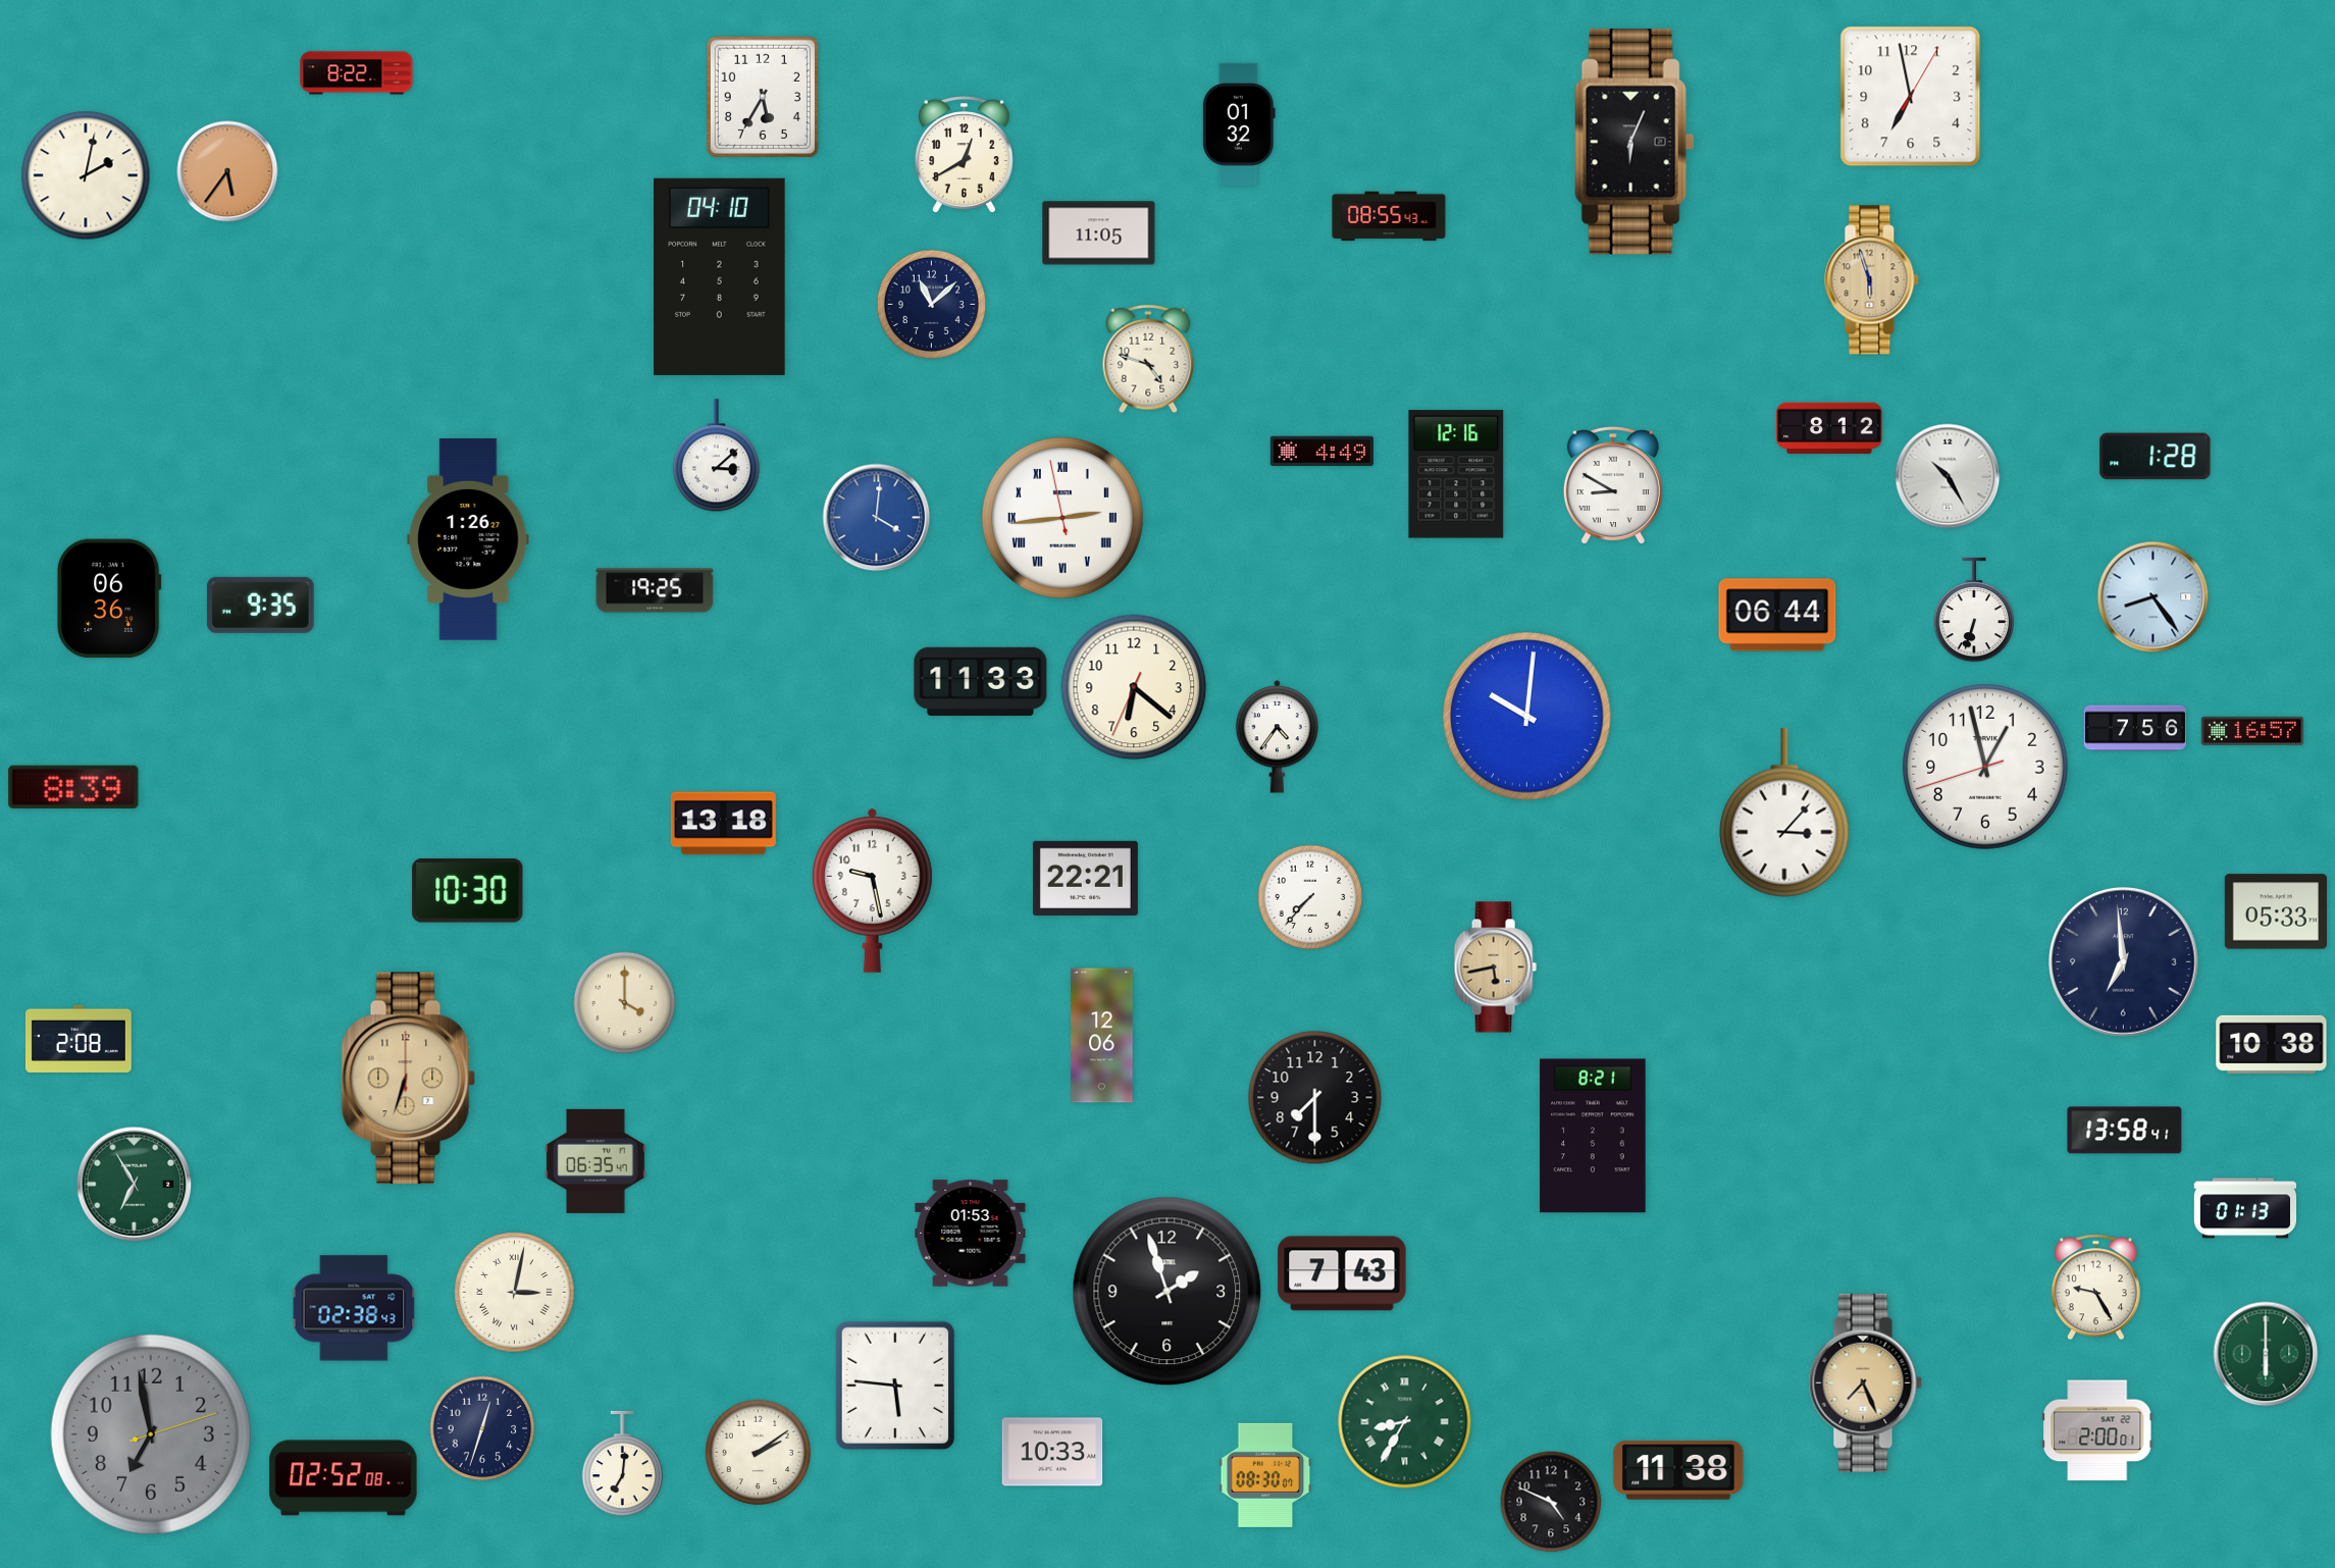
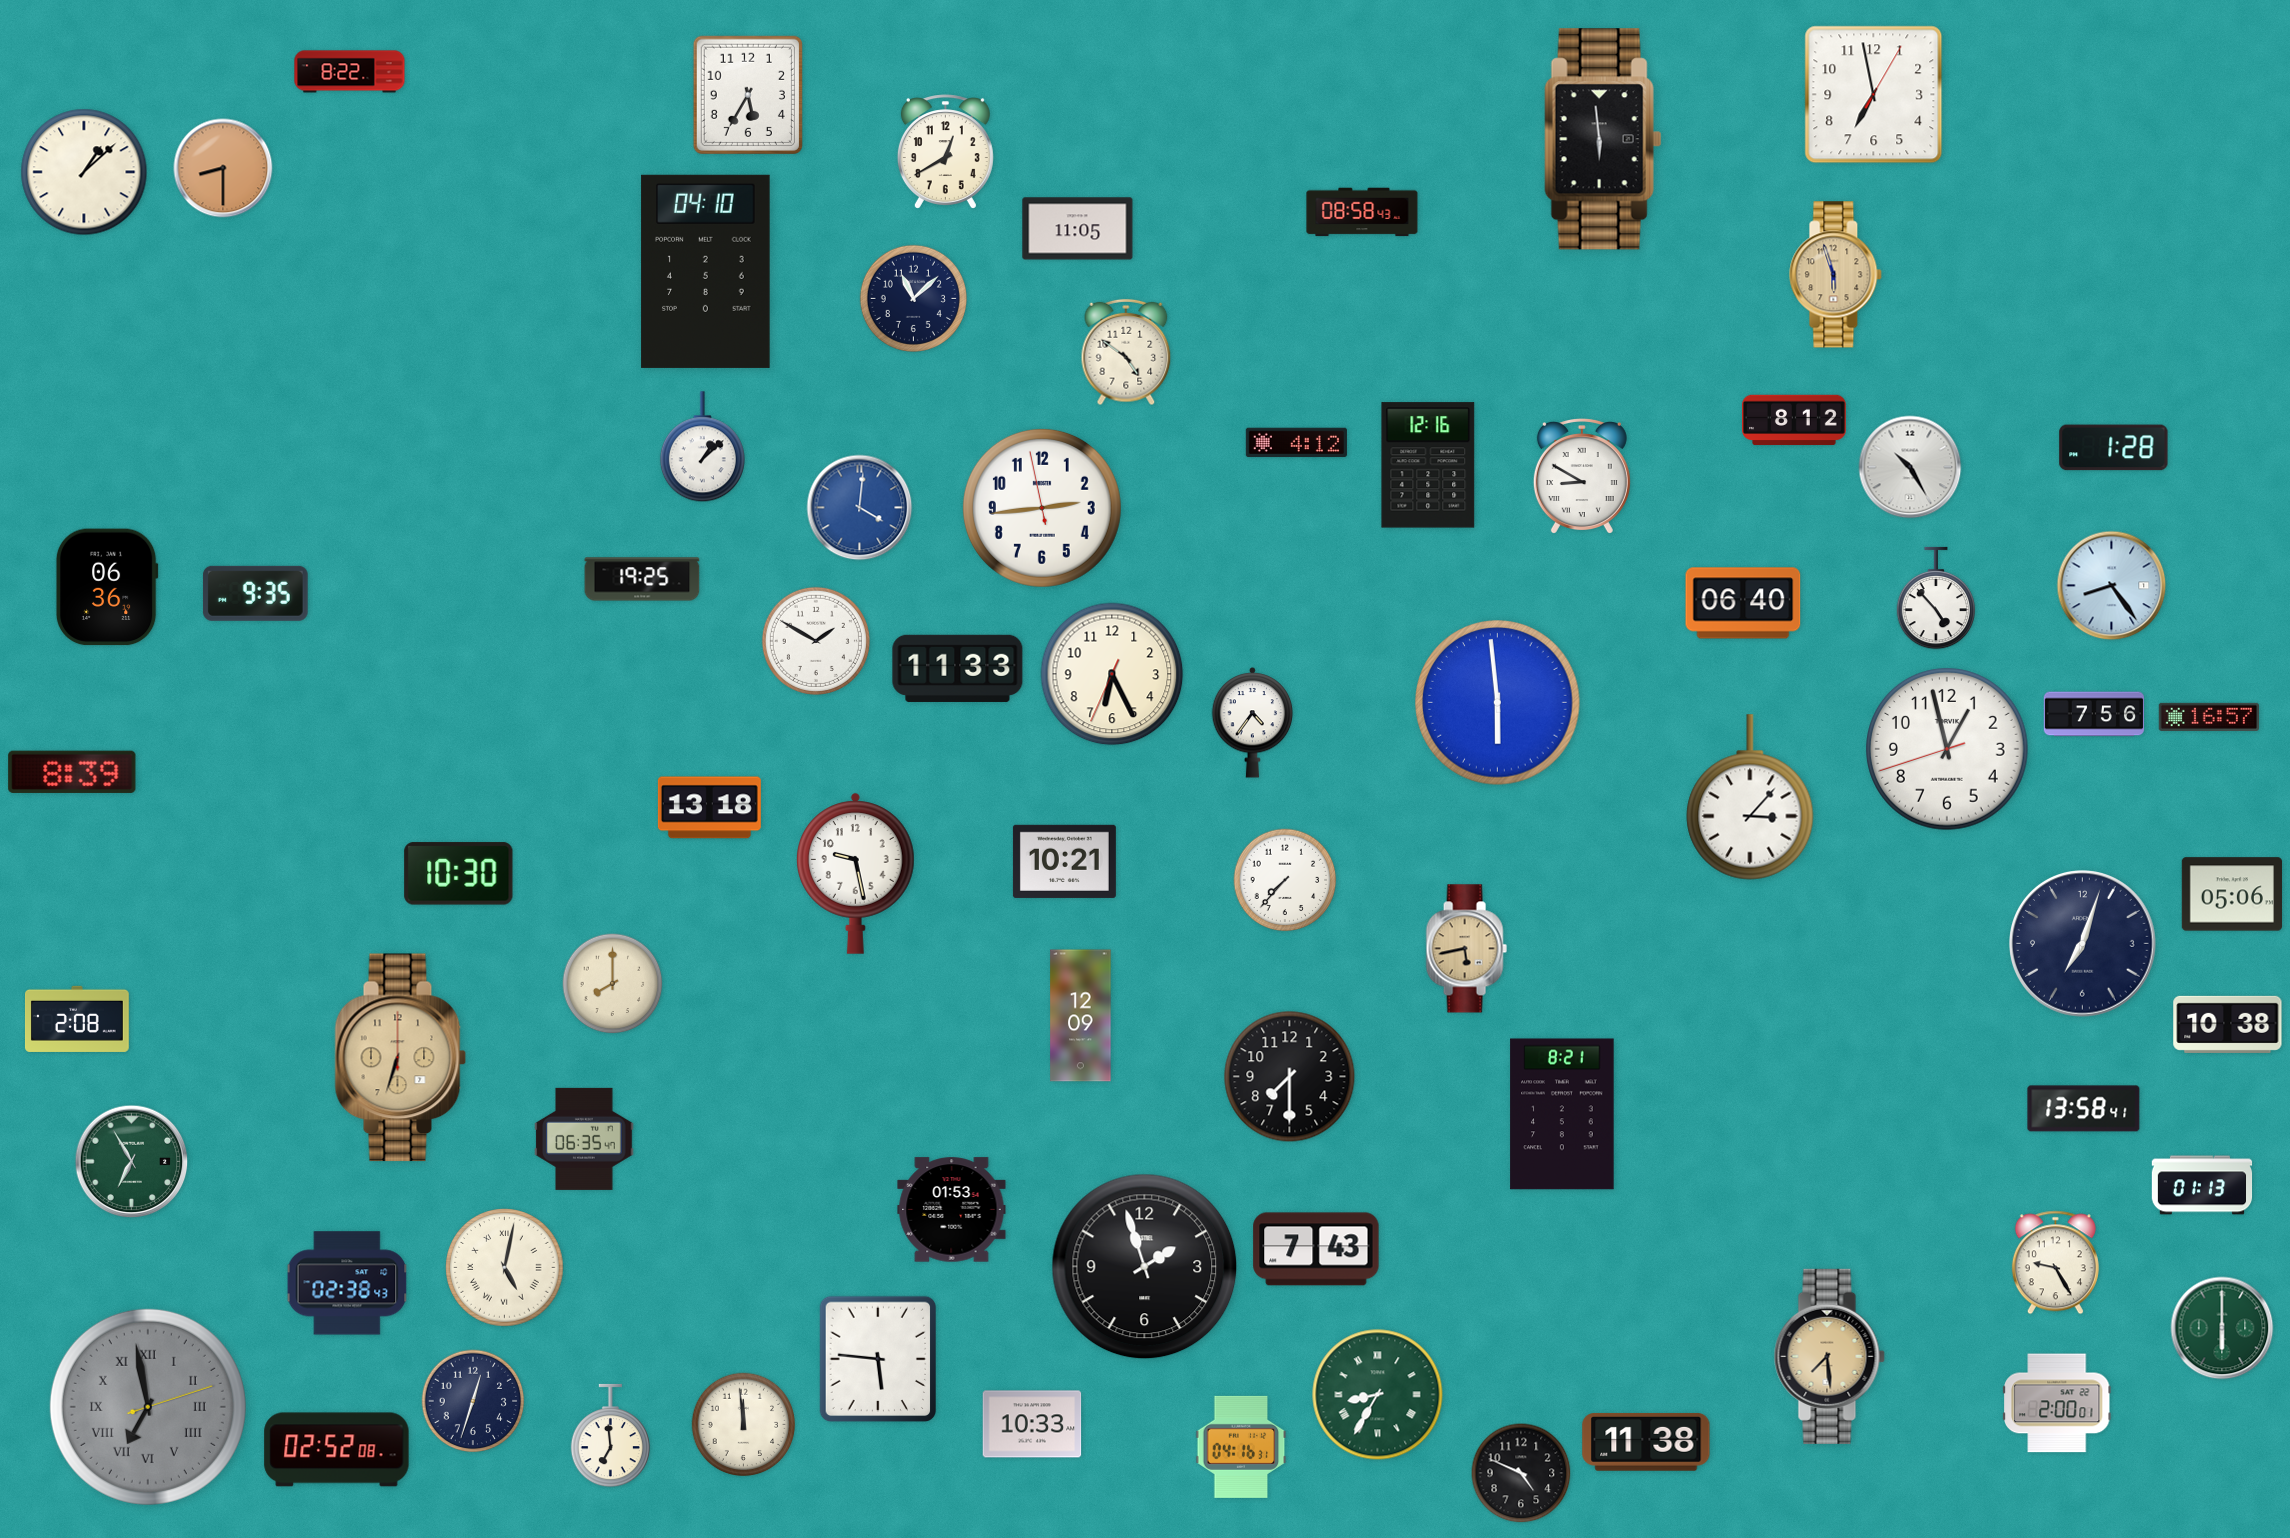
clock at (1239, 124): 01:32 -> none
clock at (1634, 142): 6:04 -> 5:59
clock at (227, 171): 5:36 -> 8:30
clock at (86, 175): 2:02 -> 1:08
clock at (1389, 216): 08:55 -> 08:58
clock at (1148, 359): 4:48 -> 4:51
clock at (1321, 452): 4:49 -> 4:12
clock at (716, 456): 3:08 -> 1:08
clock at (1062, 518) numerals: Roman -> Arabic
clock at (468, 540): 1:26 -> none
clock at (1974, 610): 6:33 -> 4:53
clock at (1777, 615): 06:44 -> 06:40
clock at (816, 641): none -> 1:50
clock at (981, 681) position: (981, 681) -> (958, 668)
clock at (1134, 687): 6:21 -> 6:25
clock at (1527, 717): 10:01 -> 5:59
clock at (1986, 768) position: (1986, 768) -> (1948, 750)
clock at (1085, 878): 22:21 -> 10:21
clock at (2275, 911): 05:33 -> 05:06
clock at (2124, 962): 6:59 -> 7:03
clock at (625, 1003): 4:00 -> 8:00
clock at (1102, 1036): 12:06 -> 12:09
clock at (515, 1293): 3:02 -> 5:02
clock at (1865, 1382): 7:26 -> 7:29
clock at (151, 1434) numerals: Arabic -> Roman
clock at (759, 1453): 2:09 -> 11:59
clock at (622, 1464): 7:01 -> 6:59
clock at (1265, 1475): 08:30 -> 04:16
